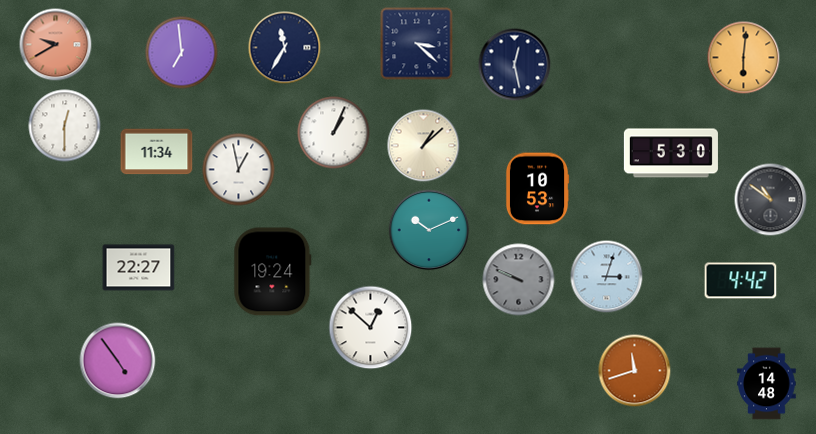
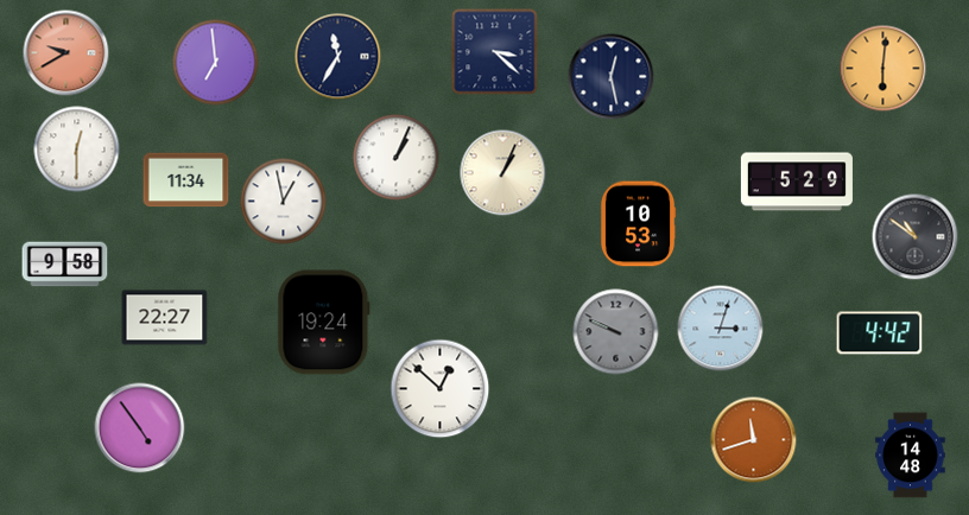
clock at (424, 146): 1:08 -> 1:04
clock at (671, 153): 5:30 -> 5:29
clock at (65, 265): none -> 9:58
clock at (429, 230): 10:11 -> none
